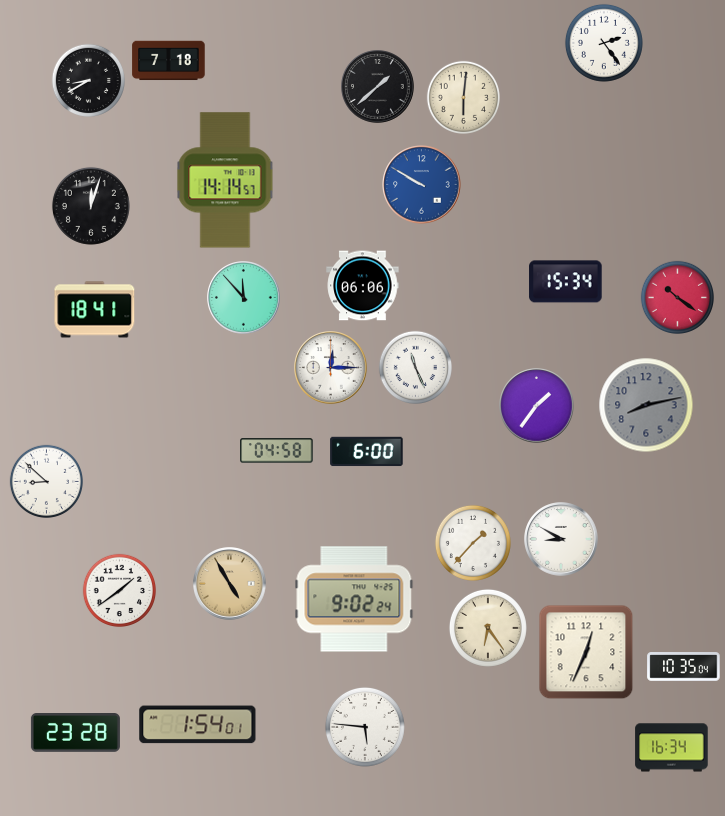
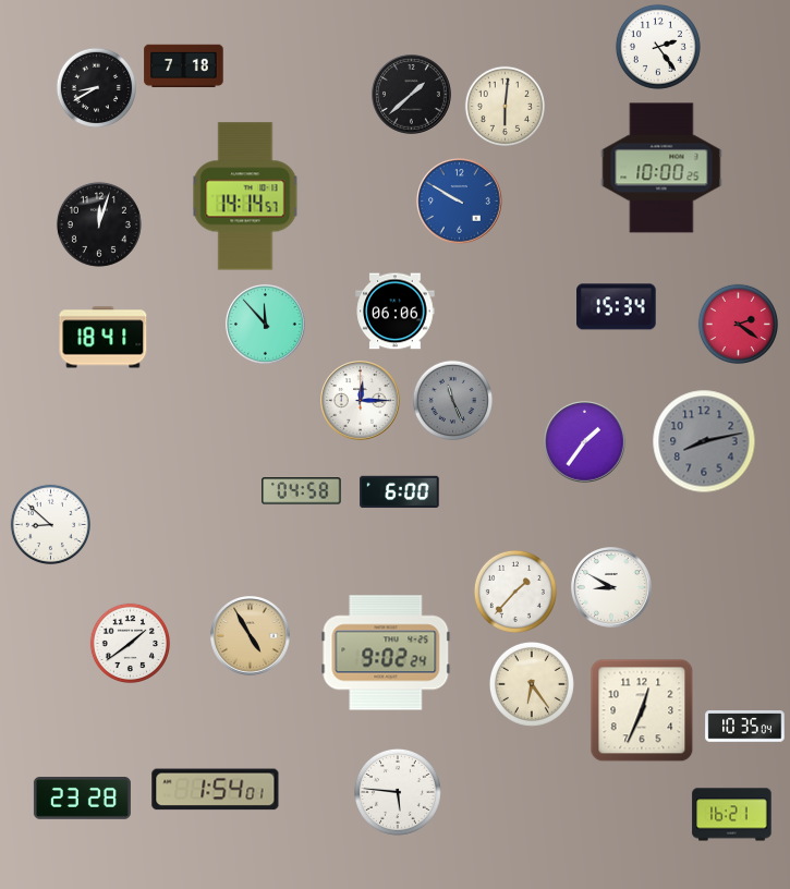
clock at (661, 168): none -> 10:00
clock at (677, 297): 10:21 -> 2:21
clock at (415, 367) dial: white -> grey
clock at (586, 652) position: (586, 652) -> (642, 710)
clock at (672, 748): 16:34 -> 16:21
